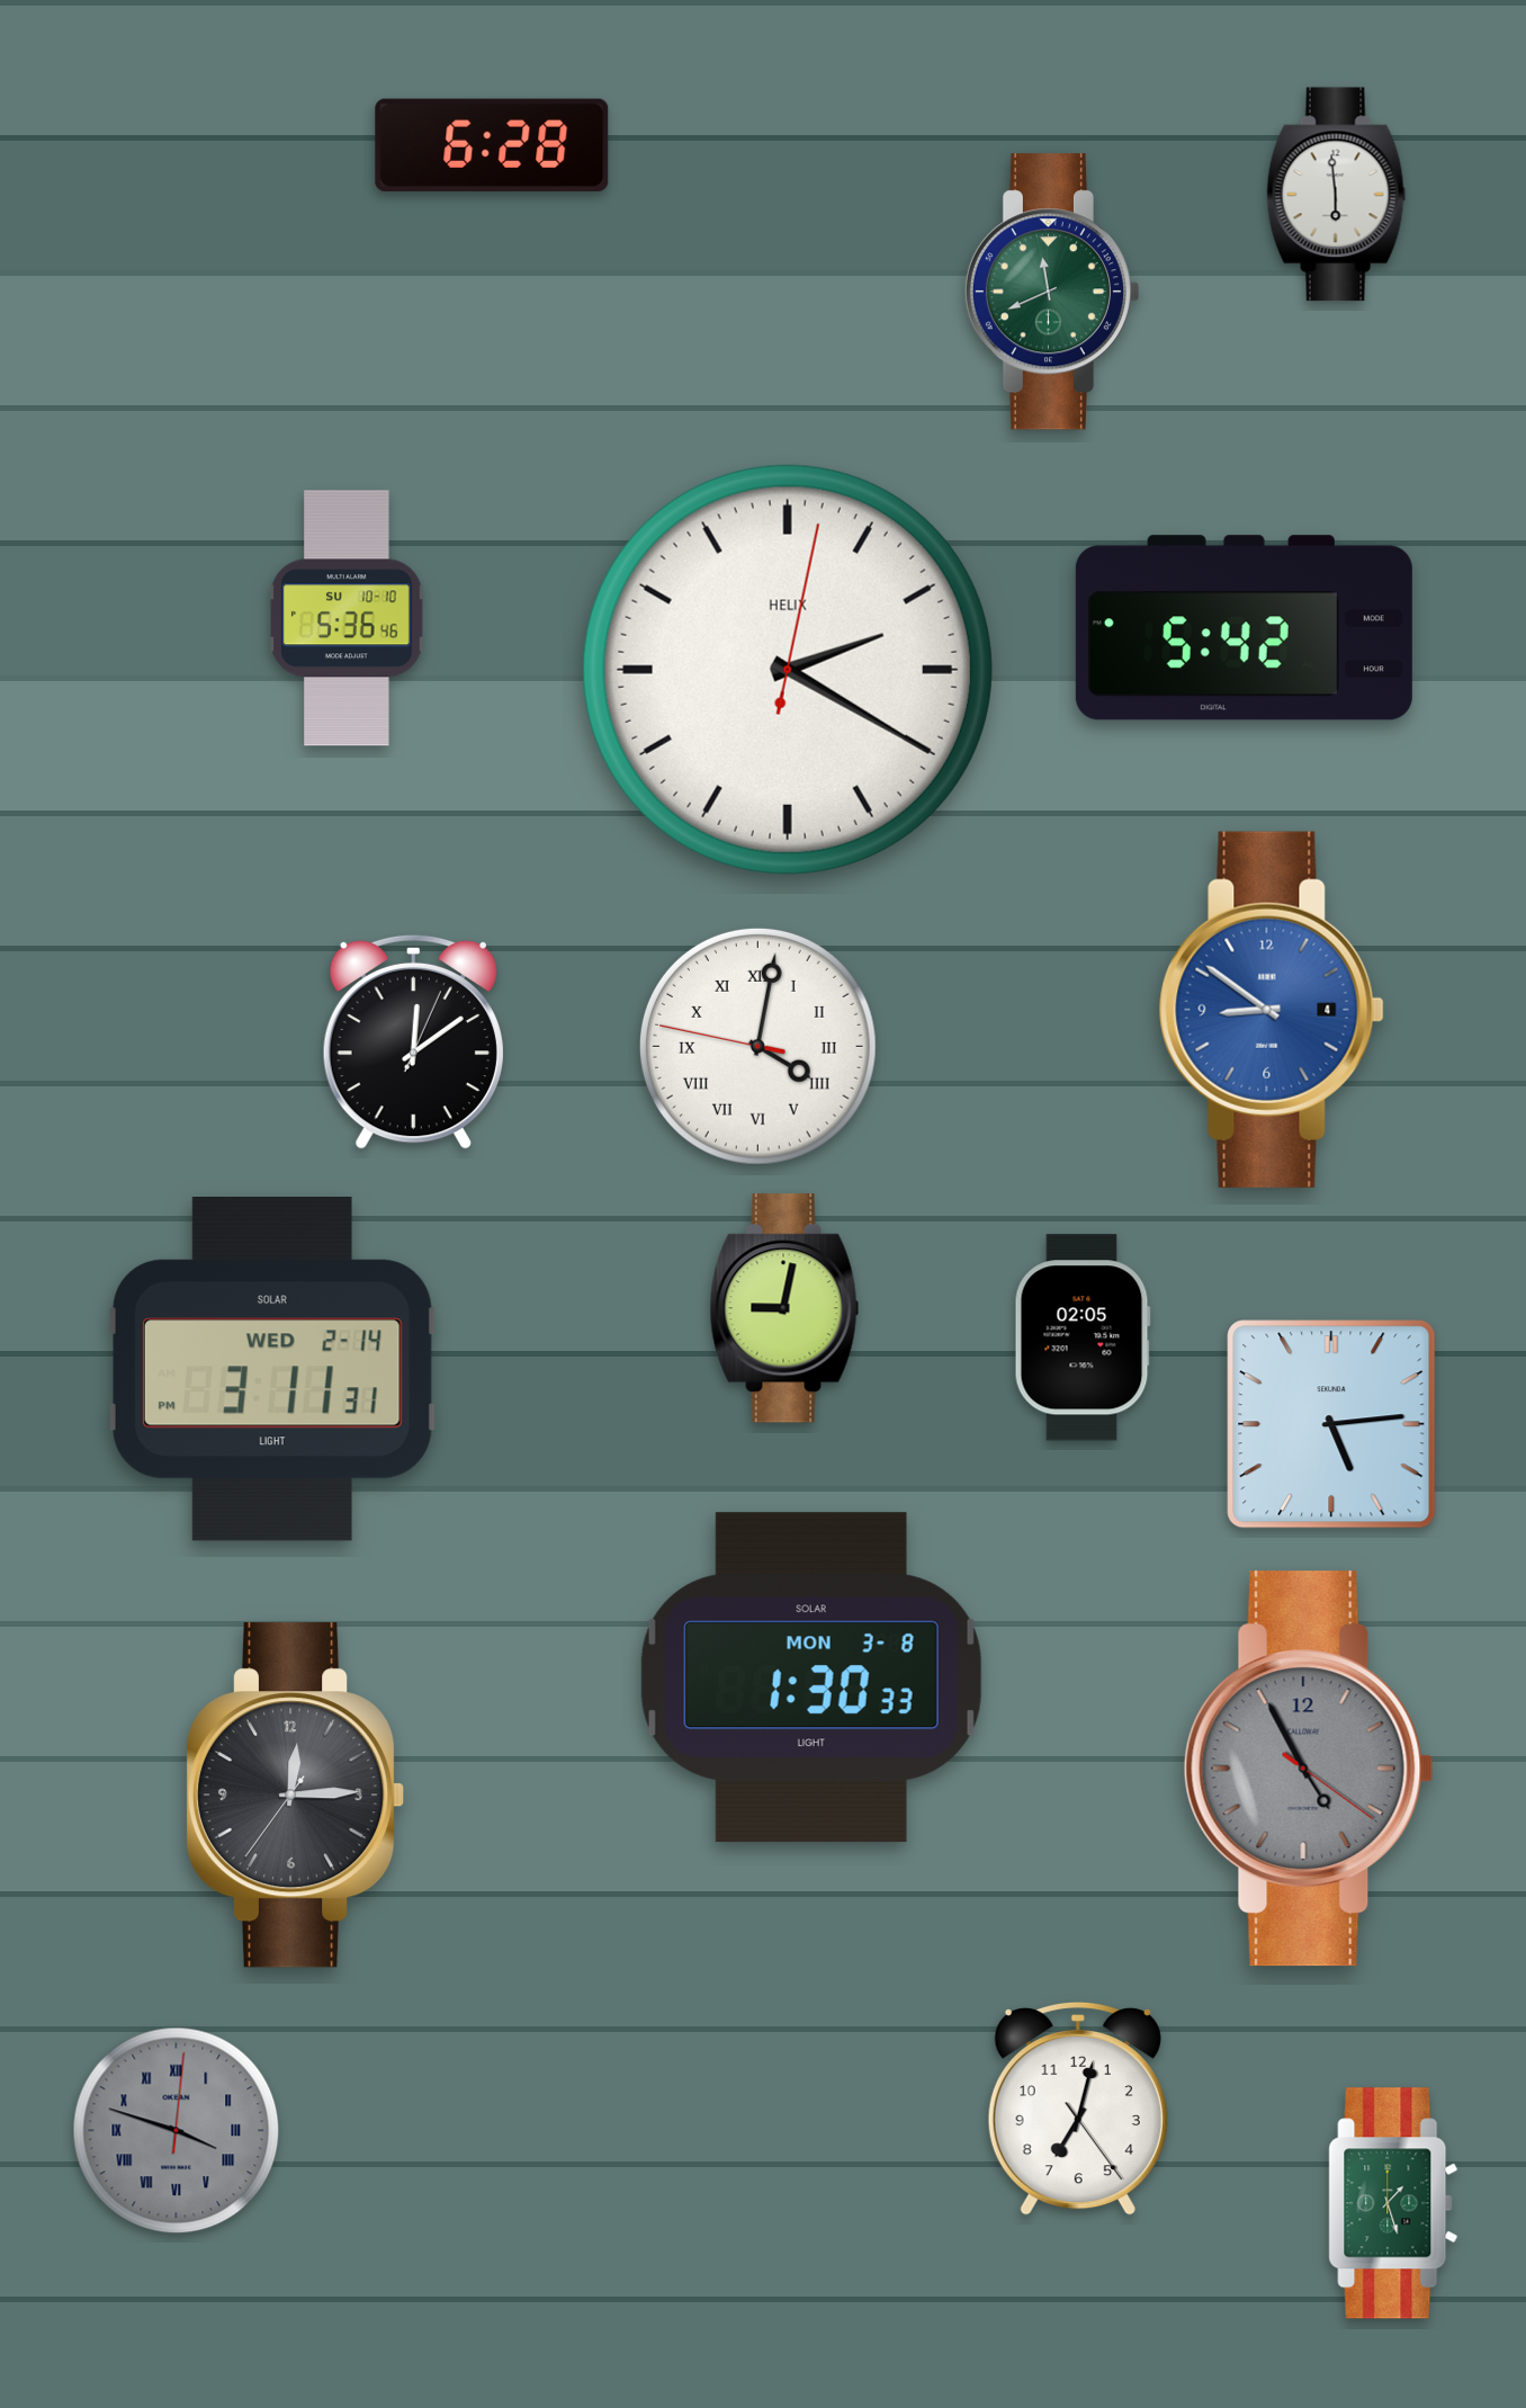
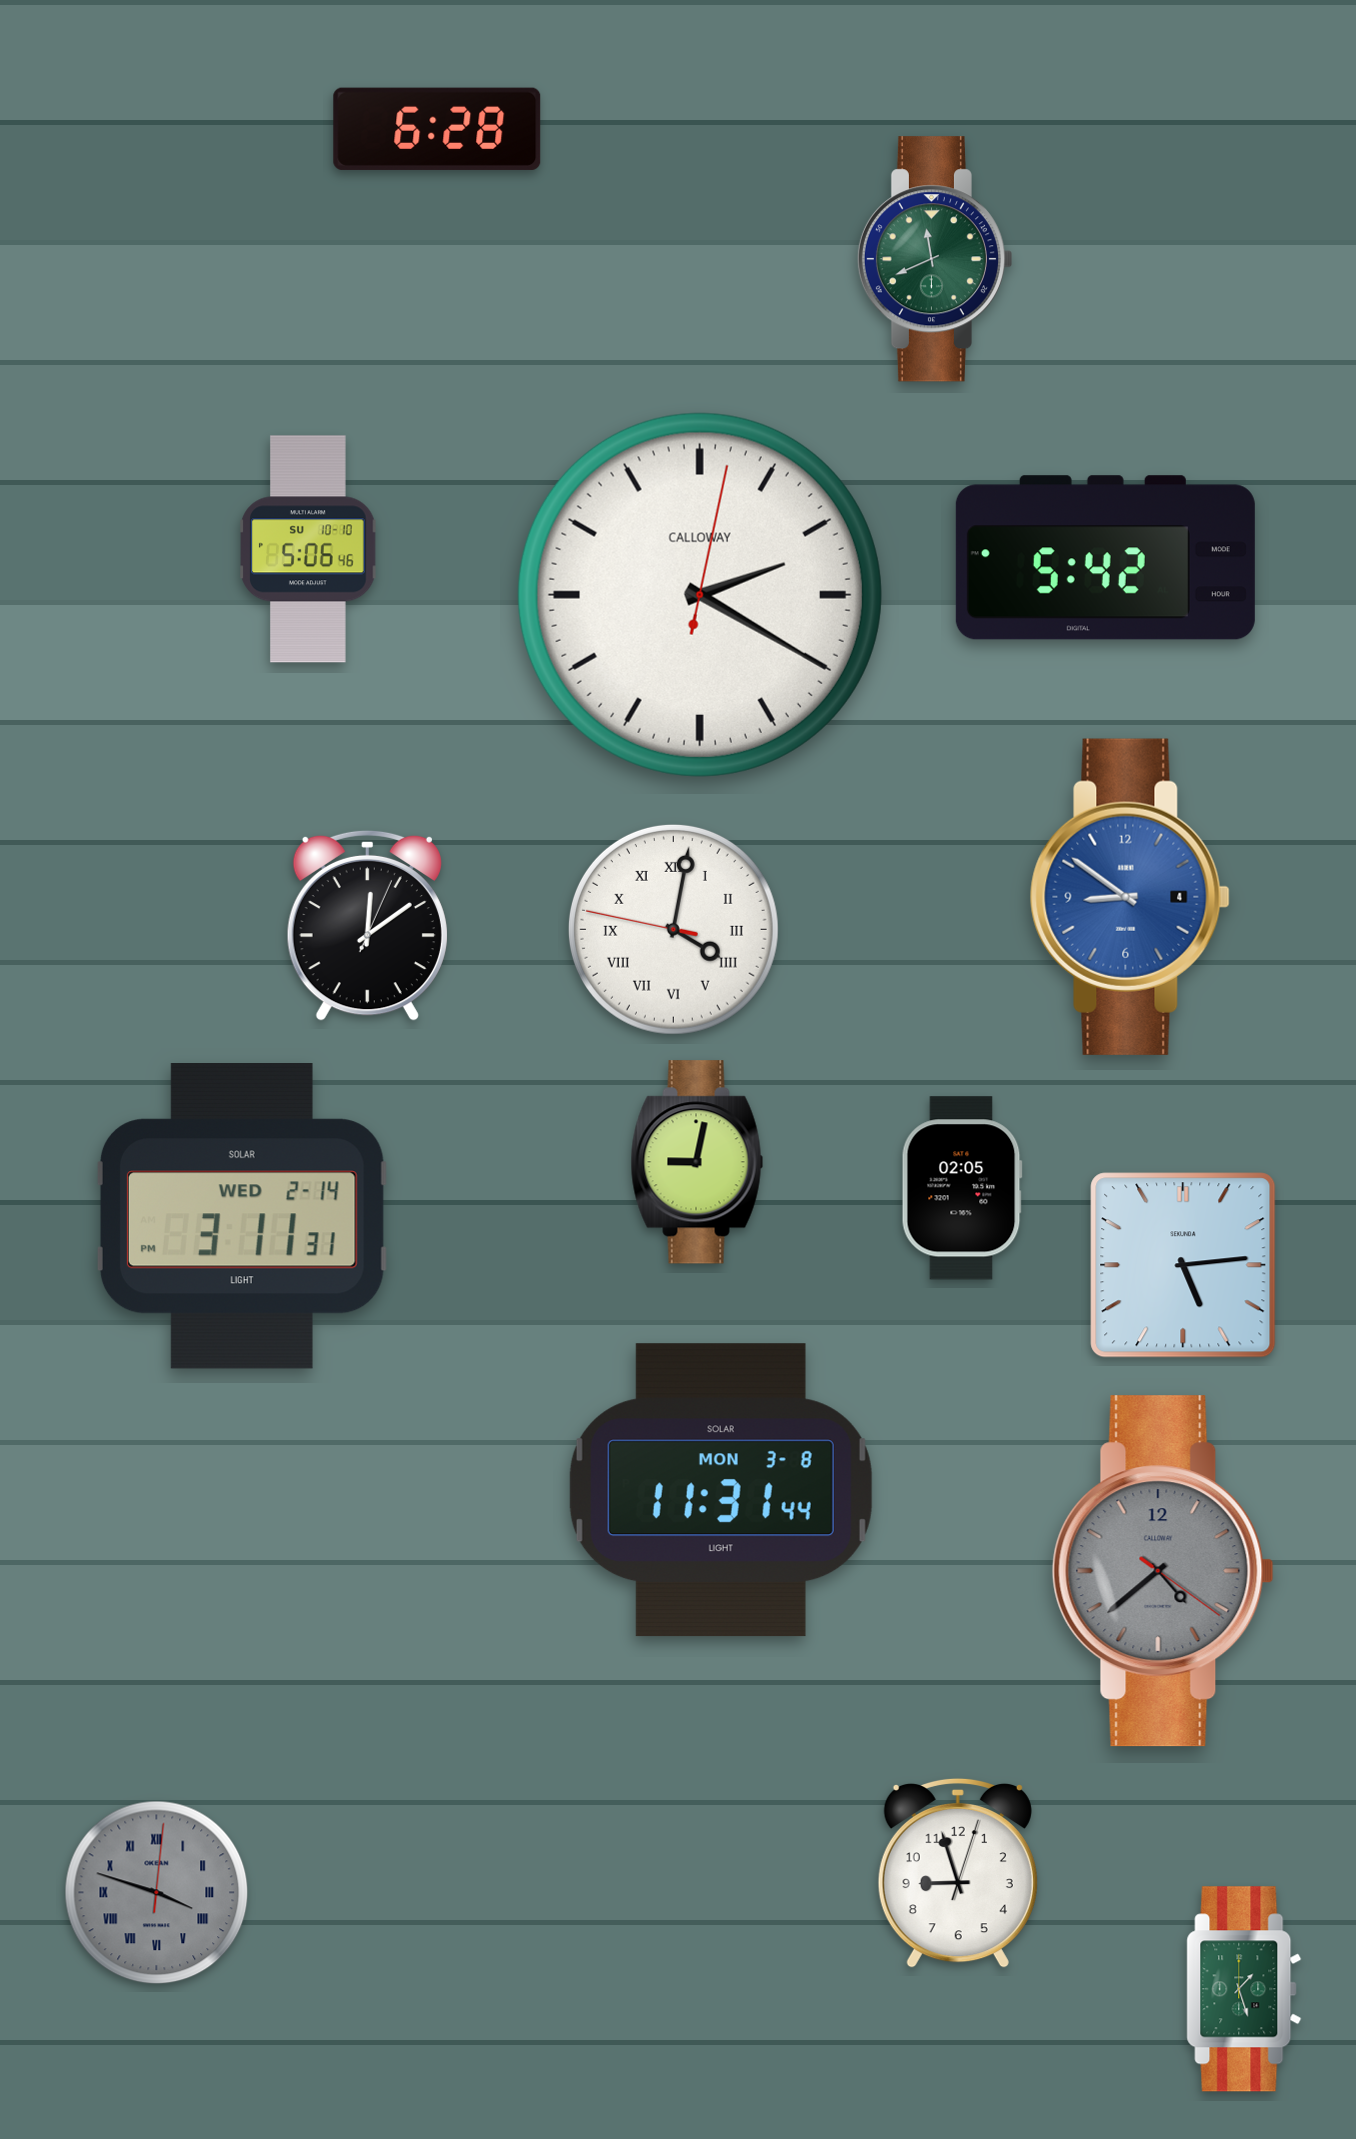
clock at (1337, 195): 5:59 -> none
clock at (347, 618): 5:36 -> 5:06
clock at (788, 670) brand: HELIX -> CALLOWAY
clock at (811, 1677): 1:30 -> 11:31
clock at (1309, 1769): 4:55 -> 4:38
clock at (295, 1796): 12:14 -> none
clock at (1078, 2109): 7:02 -> 8:57
clock at (1393, 2203) position: (1393, 2203) -> (1244, 1989)
